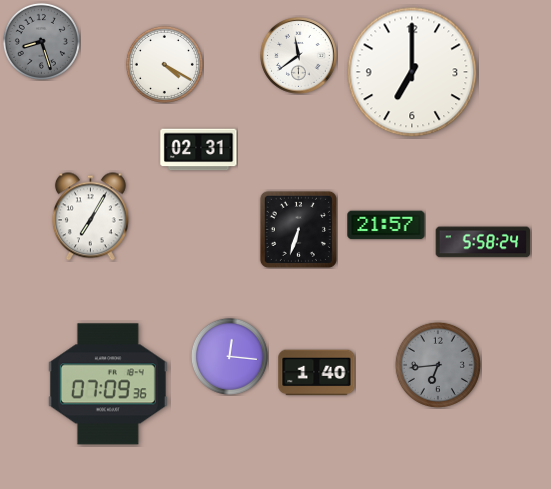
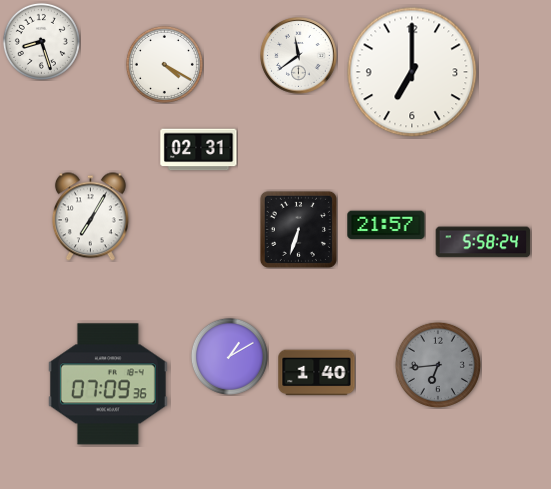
clock at (41, 41) dial: grey -> white
clock at (229, 356): 12:16 -> 1:10
